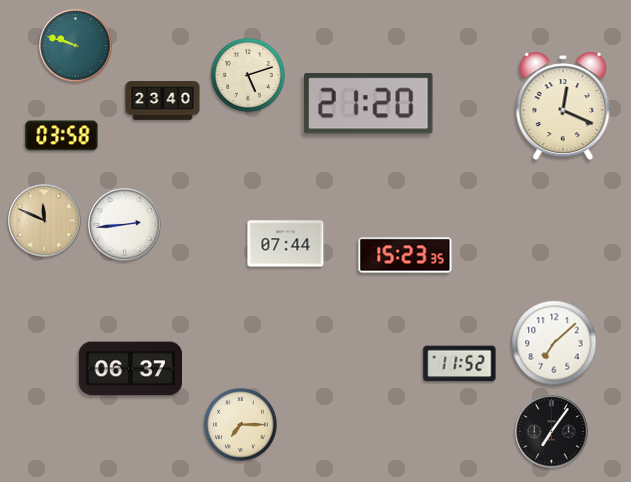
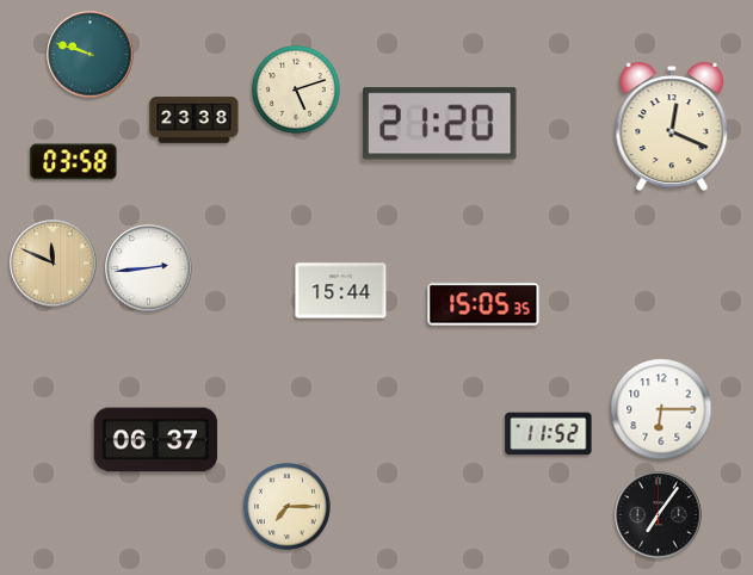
clock at (163, 101): 23:40 -> 23:38
clock at (286, 244): 07:44 -> 15:44
clock at (405, 255): 15:23 -> 15:05
clock at (554, 343): 7:08 -> 6:15
